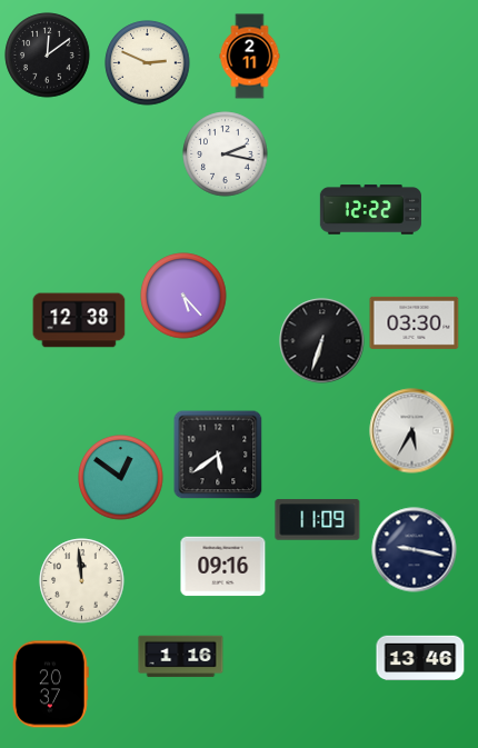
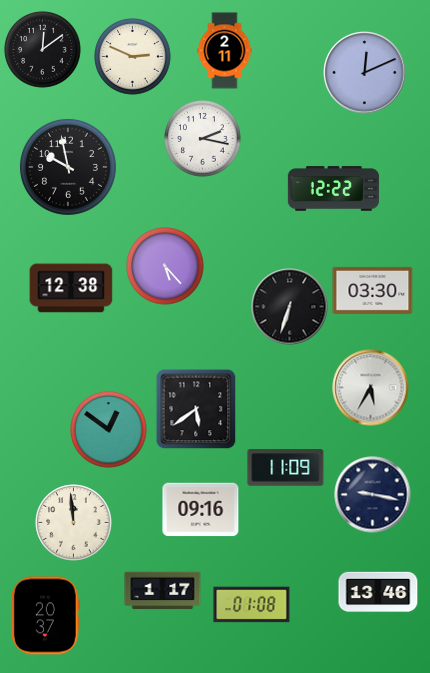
clock at (365, 73): none -> 12:11
clock at (68, 167): none -> 9:58
clock at (181, 657): 1:16 -> 1:17
clock at (252, 605): none -> 01:08
